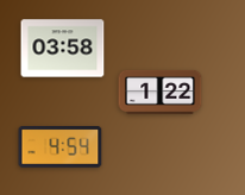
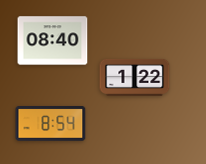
clock at (63, 49): 03:58 -> 08:40
clock at (61, 147): 4:54 -> 8:54
